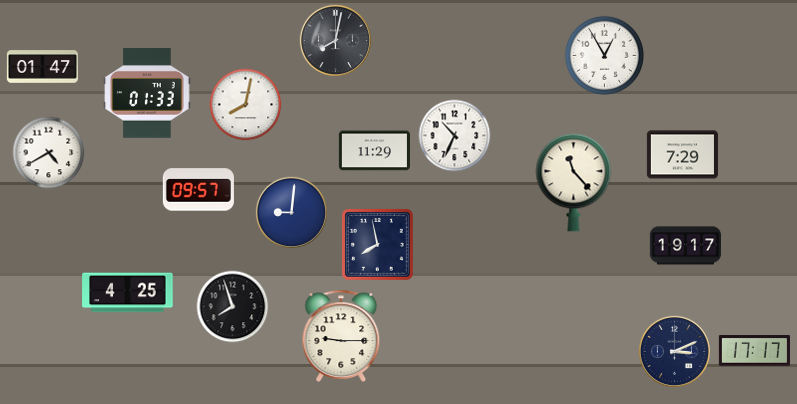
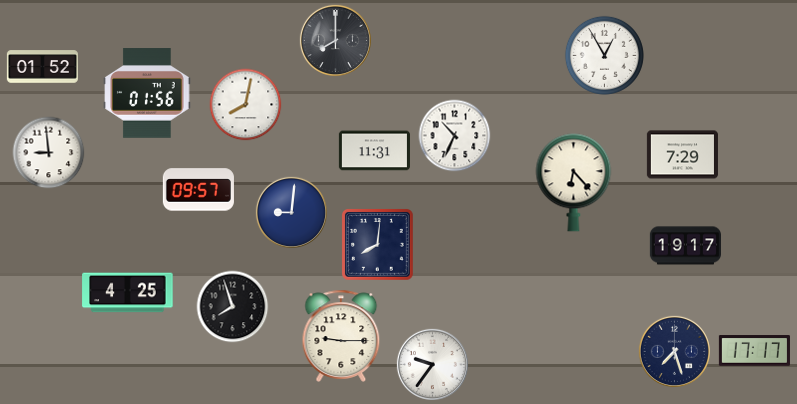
clock at (335, 40): 8:02 -> 8:00
clock at (42, 67): 01:47 -> 01:52
clock at (147, 93): 01:33 -> 01:56
clock at (374, 151): 11:29 -> 11:31
clock at (49, 153): 4:40 -> 8:59
clock at (574, 183): 11:23 -> 6:23
clock at (378, 245): 7:58 -> 8:01
clock at (674, 351): 3:11 -> 7:27
clock at (432, 364): none -> 9:36
